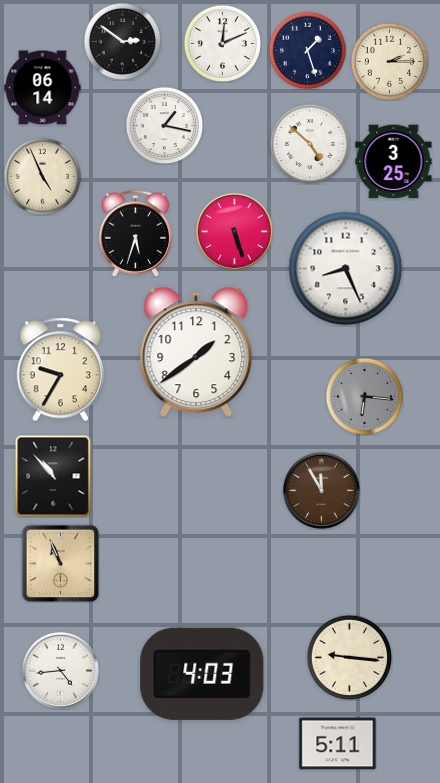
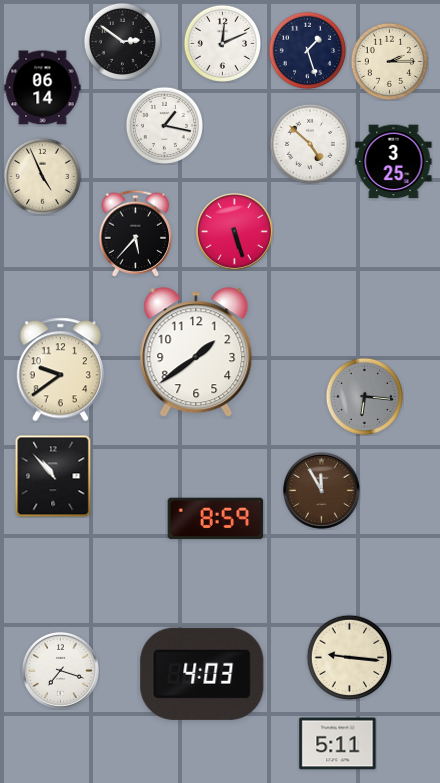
clock at (136, 233): 5:33 -> 5:37
clock at (346, 269): 8:26 -> none
clock at (60, 370): 9:35 -> 9:39
clock at (216, 519): none -> 8:59
clock at (60, 563): 10:56 -> none
clock at (61, 671): 4:44 -> 7:18
